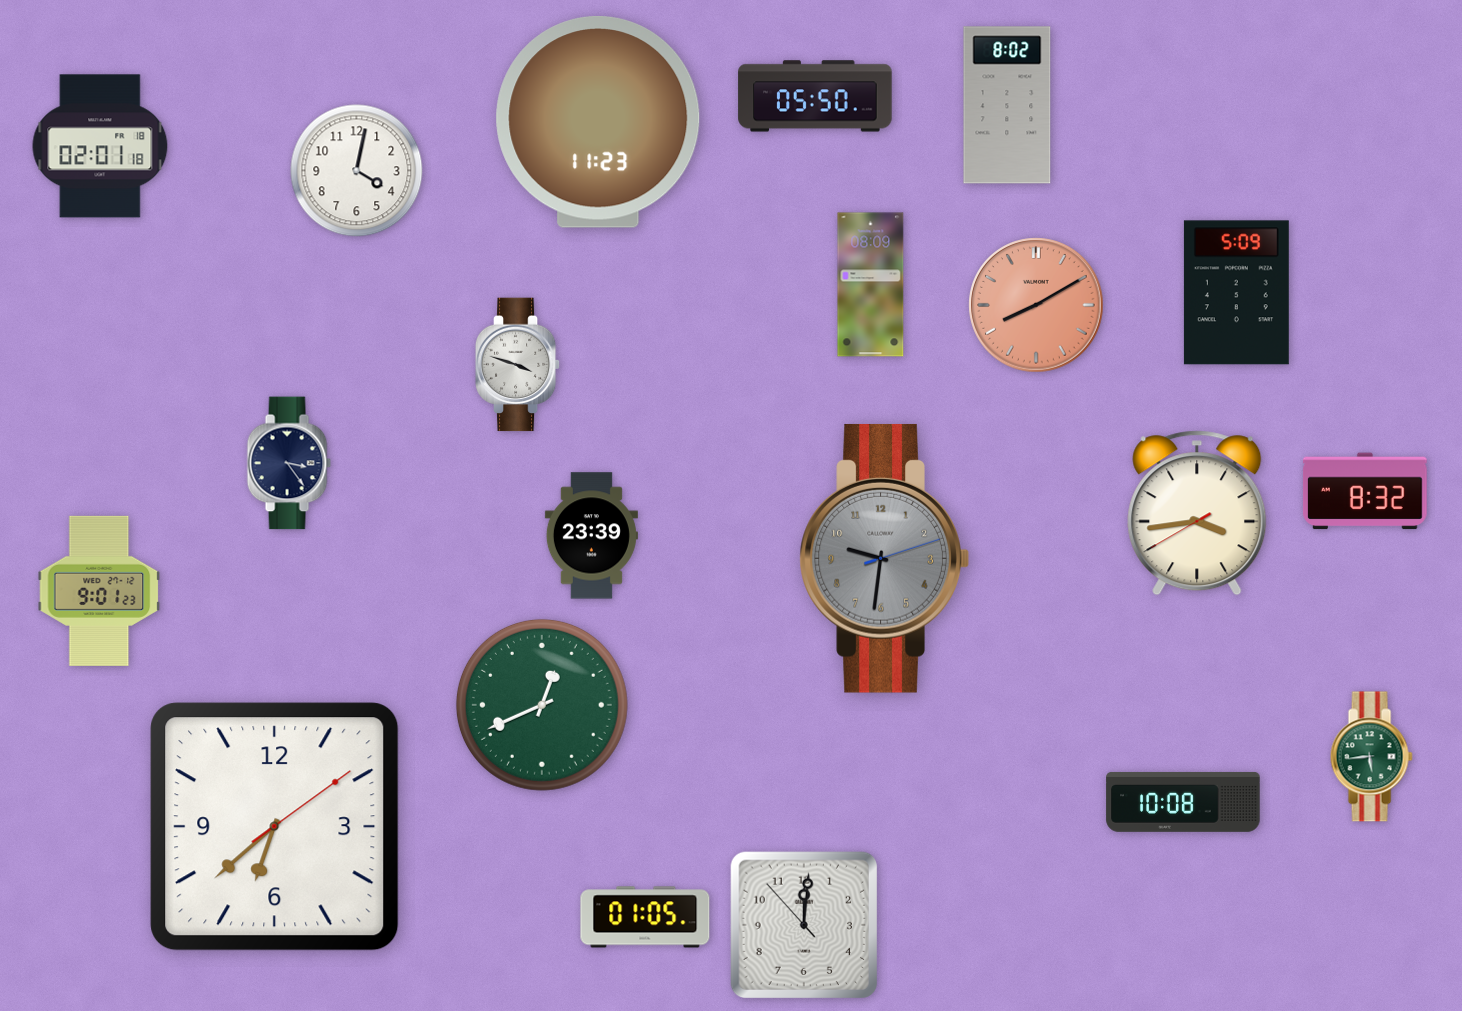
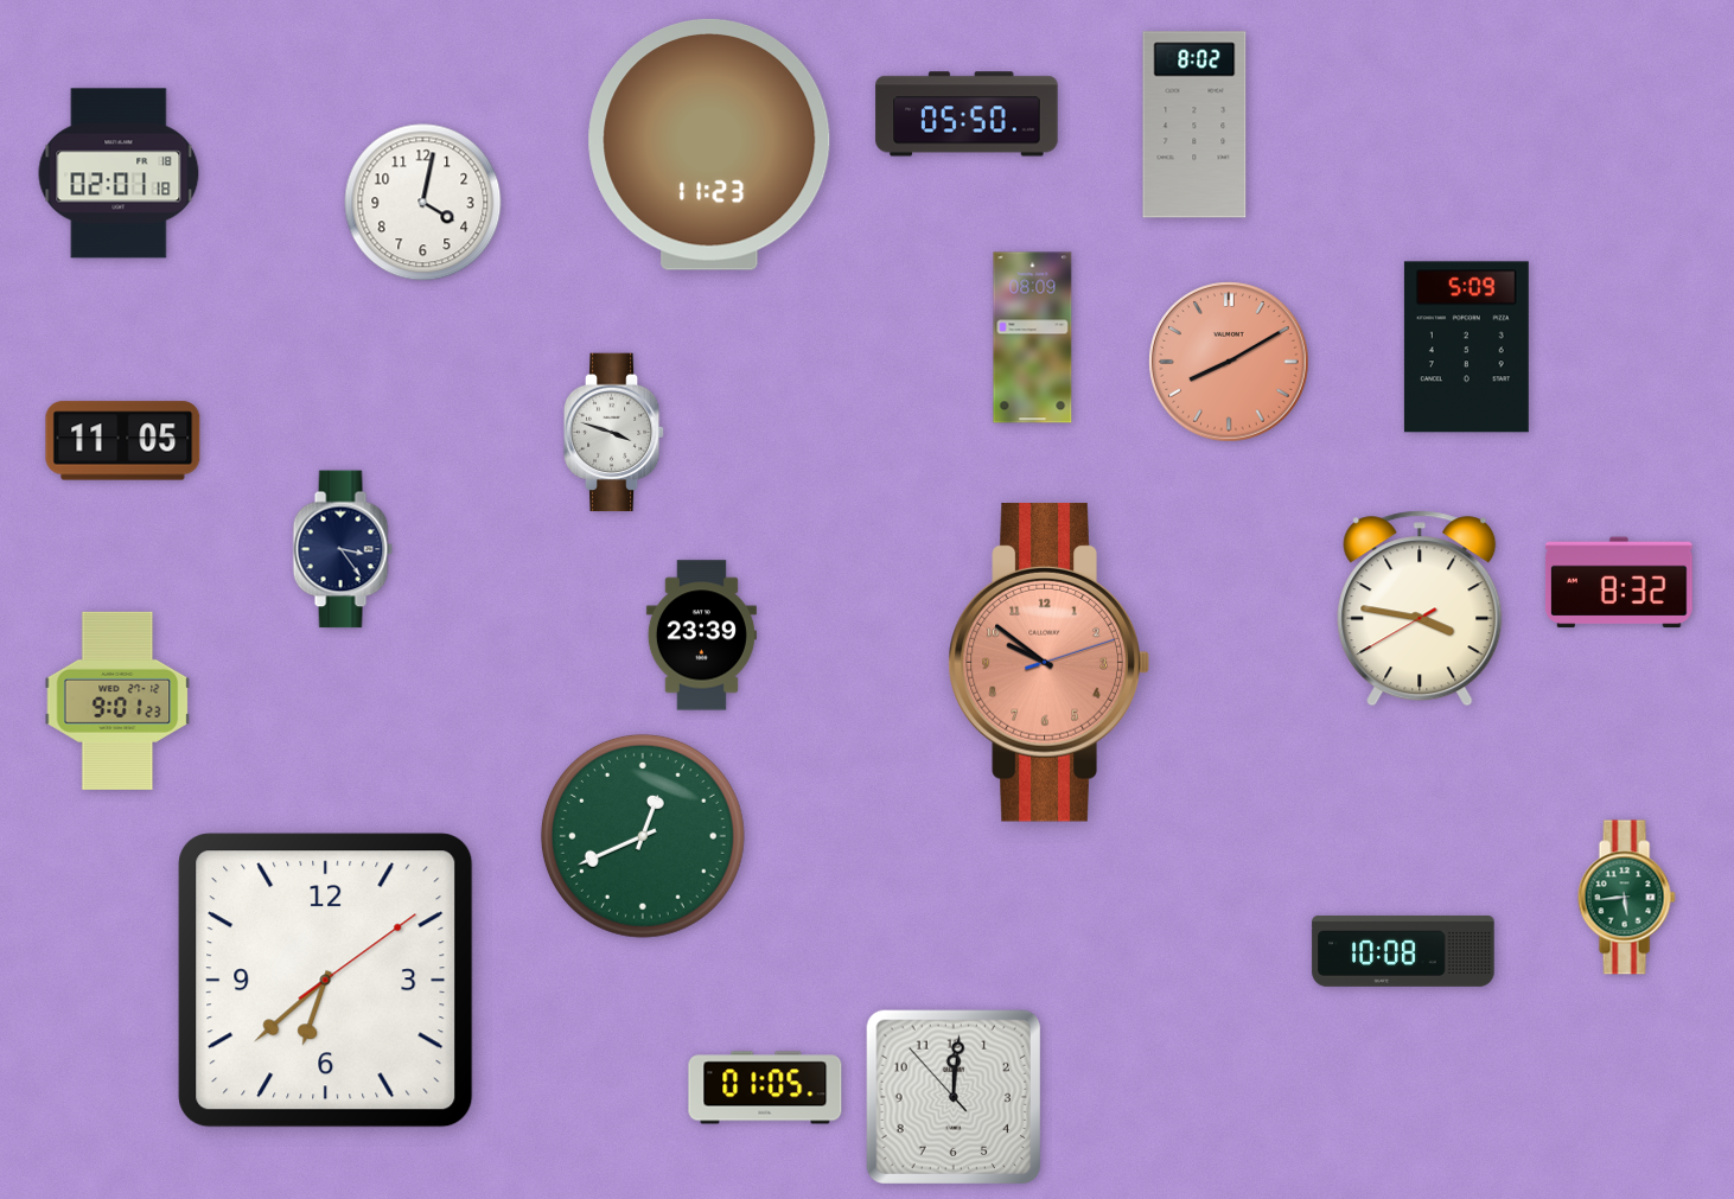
clock at (123, 441): none -> 11:05
clock at (1197, 513): 3:43 -> 3:46
clock at (884, 558): 9:31 -> 9:51
clock at (884, 558) dial: grey -> salmon
